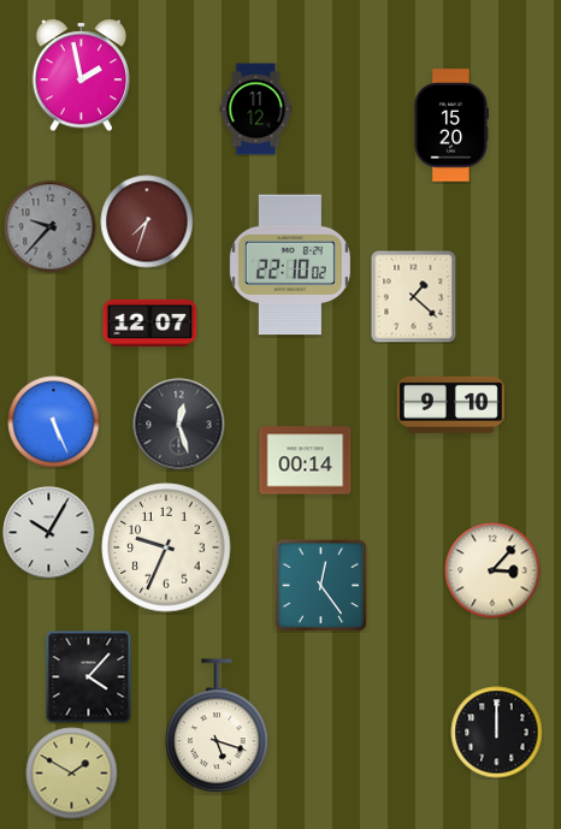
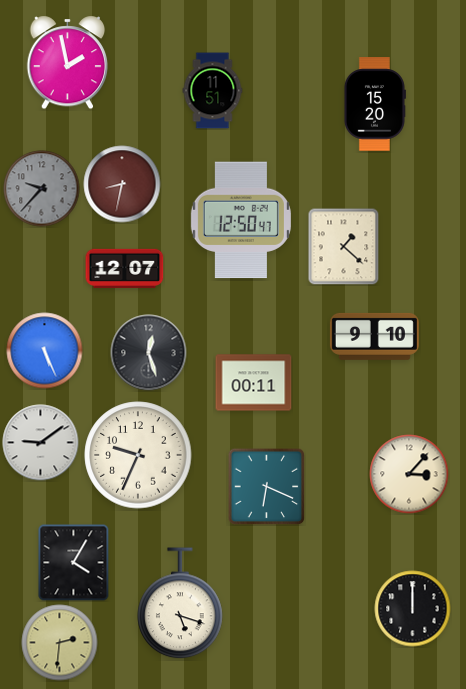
clock at (256, 109): 11:12 -> 11:51
clock at (147, 221): 7:33 -> 8:32
clock at (290, 265): 22:10 -> 12:50
clock at (306, 461): 00:14 -> 00:11
clock at (49, 533): 10:05 -> 9:09
clock at (320, 585): 12:24 -> 6:19
clock at (89, 677): 4:07 -> 4:05
clock at (72, 774): 1:50 -> 2:31
